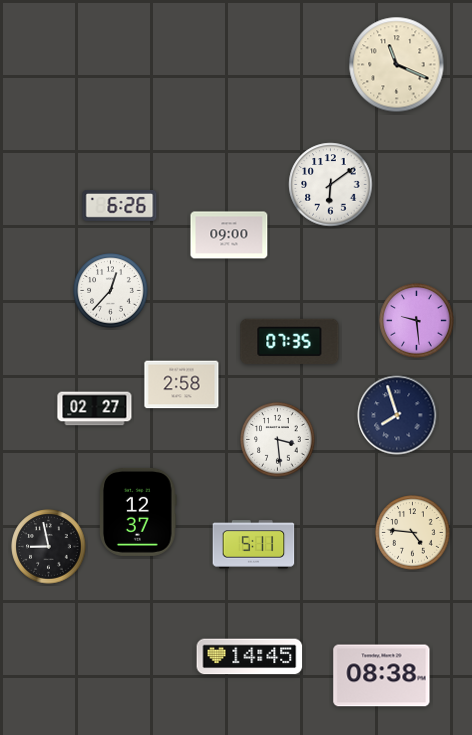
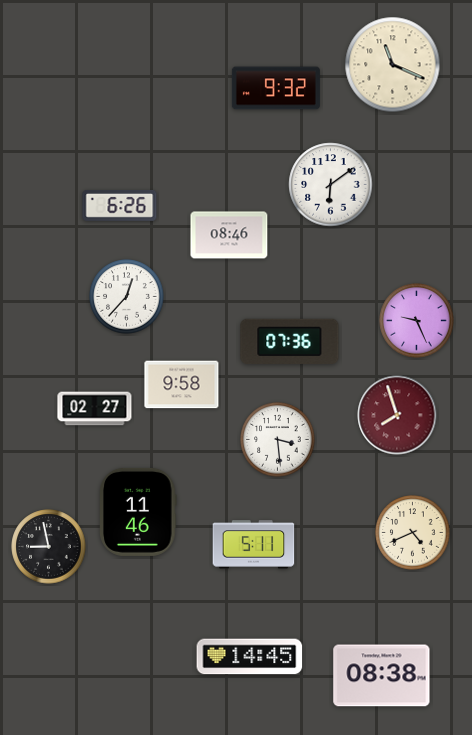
clock at (397, 65) position: (397, 65) -> (393, 65)
clock at (276, 88): none -> 9:32
clock at (229, 235): 09:00 -> 08:46
clock at (111, 291) position: (111, 291) -> (127, 297)
clock at (417, 321): 9:29 -> 9:26
clock at (290, 341): 07:35 -> 07:36
clock at (182, 385): 2:58 -> 9:58
clock at (397, 415) dial: navy -> burgundy
clock at (138, 512): 12:37 -> 11:46
clock at (413, 533): 4:46 -> 4:41
